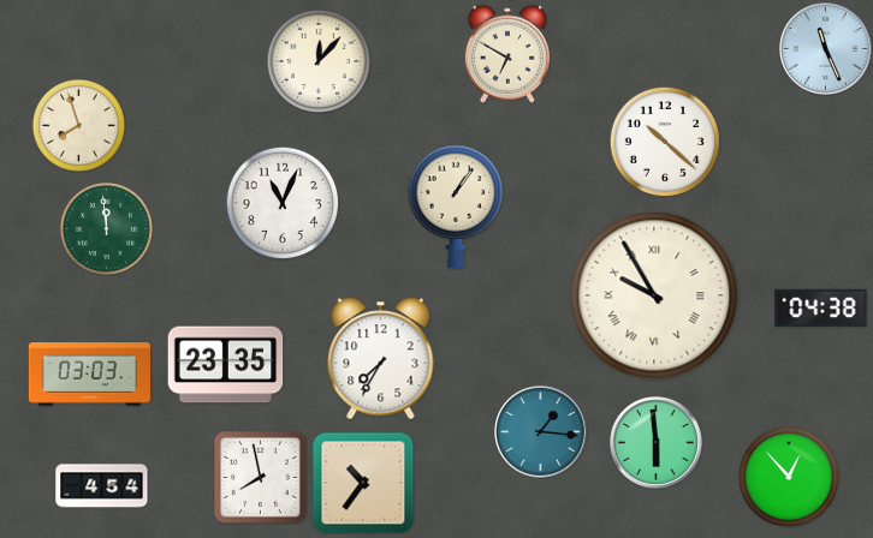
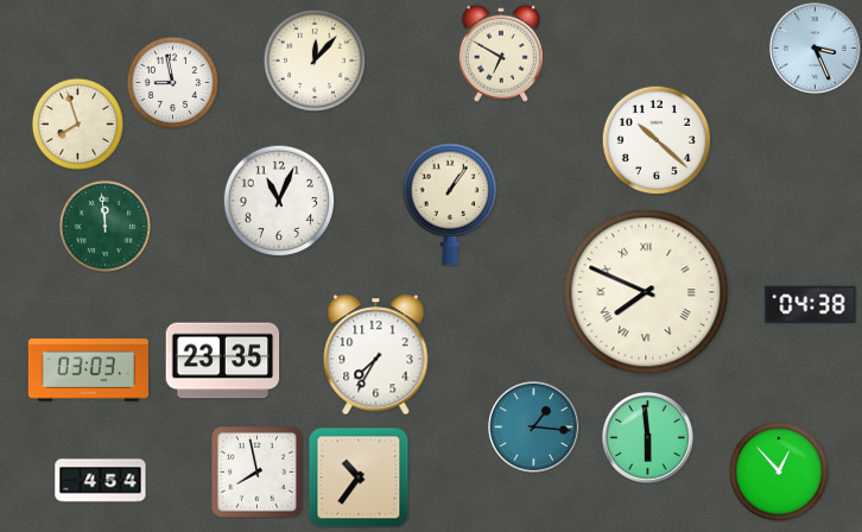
clock at (826, 49): 11:26 -> 3:26
clock at (172, 82): none -> 8:58
clock at (654, 295): 9:55 -> 7:49
